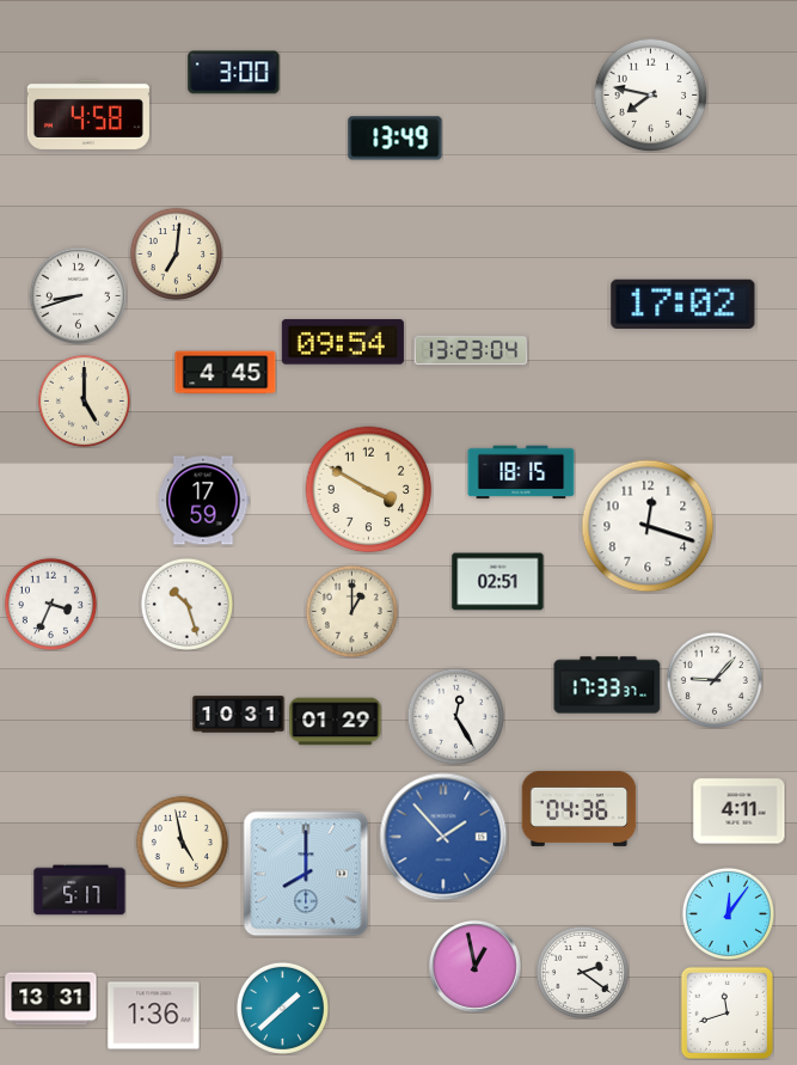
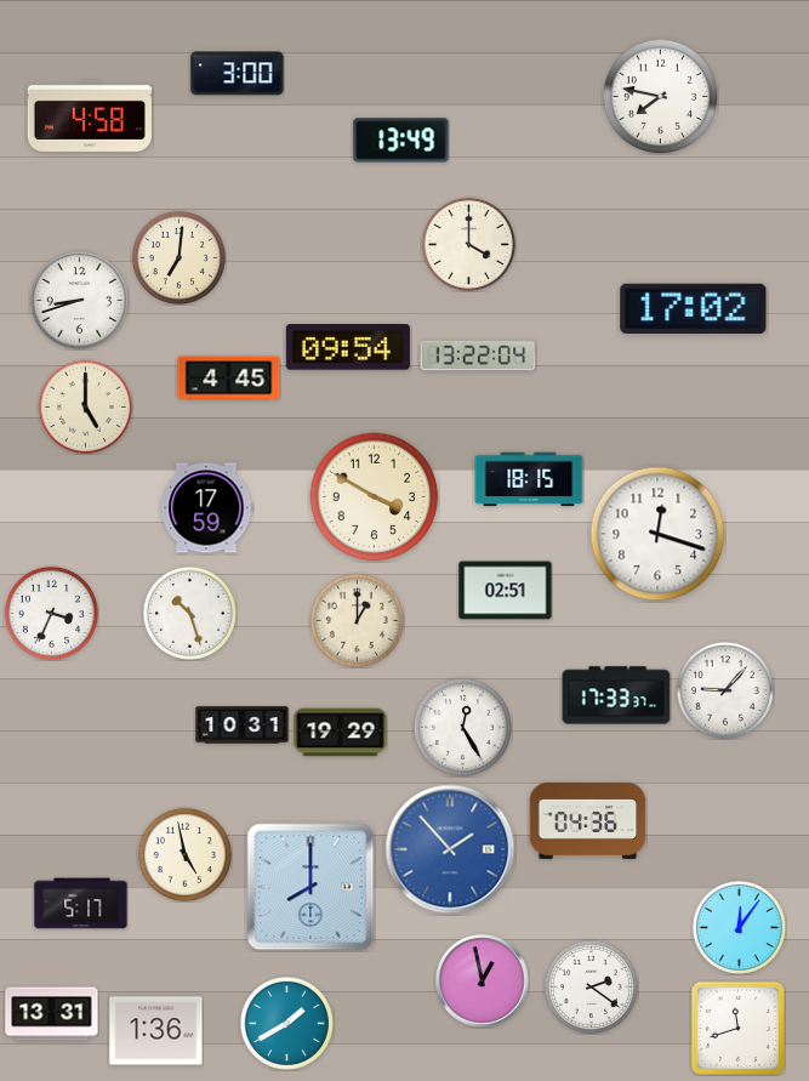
clock at (468, 244): none -> 4:00
clock at (471, 350): 13:23 -> 13:22
clock at (336, 722): 01:29 -> 19:29
clock at (740, 812): 4:11 -> none
clock at (282, 1008): 1:38 -> 1:40
